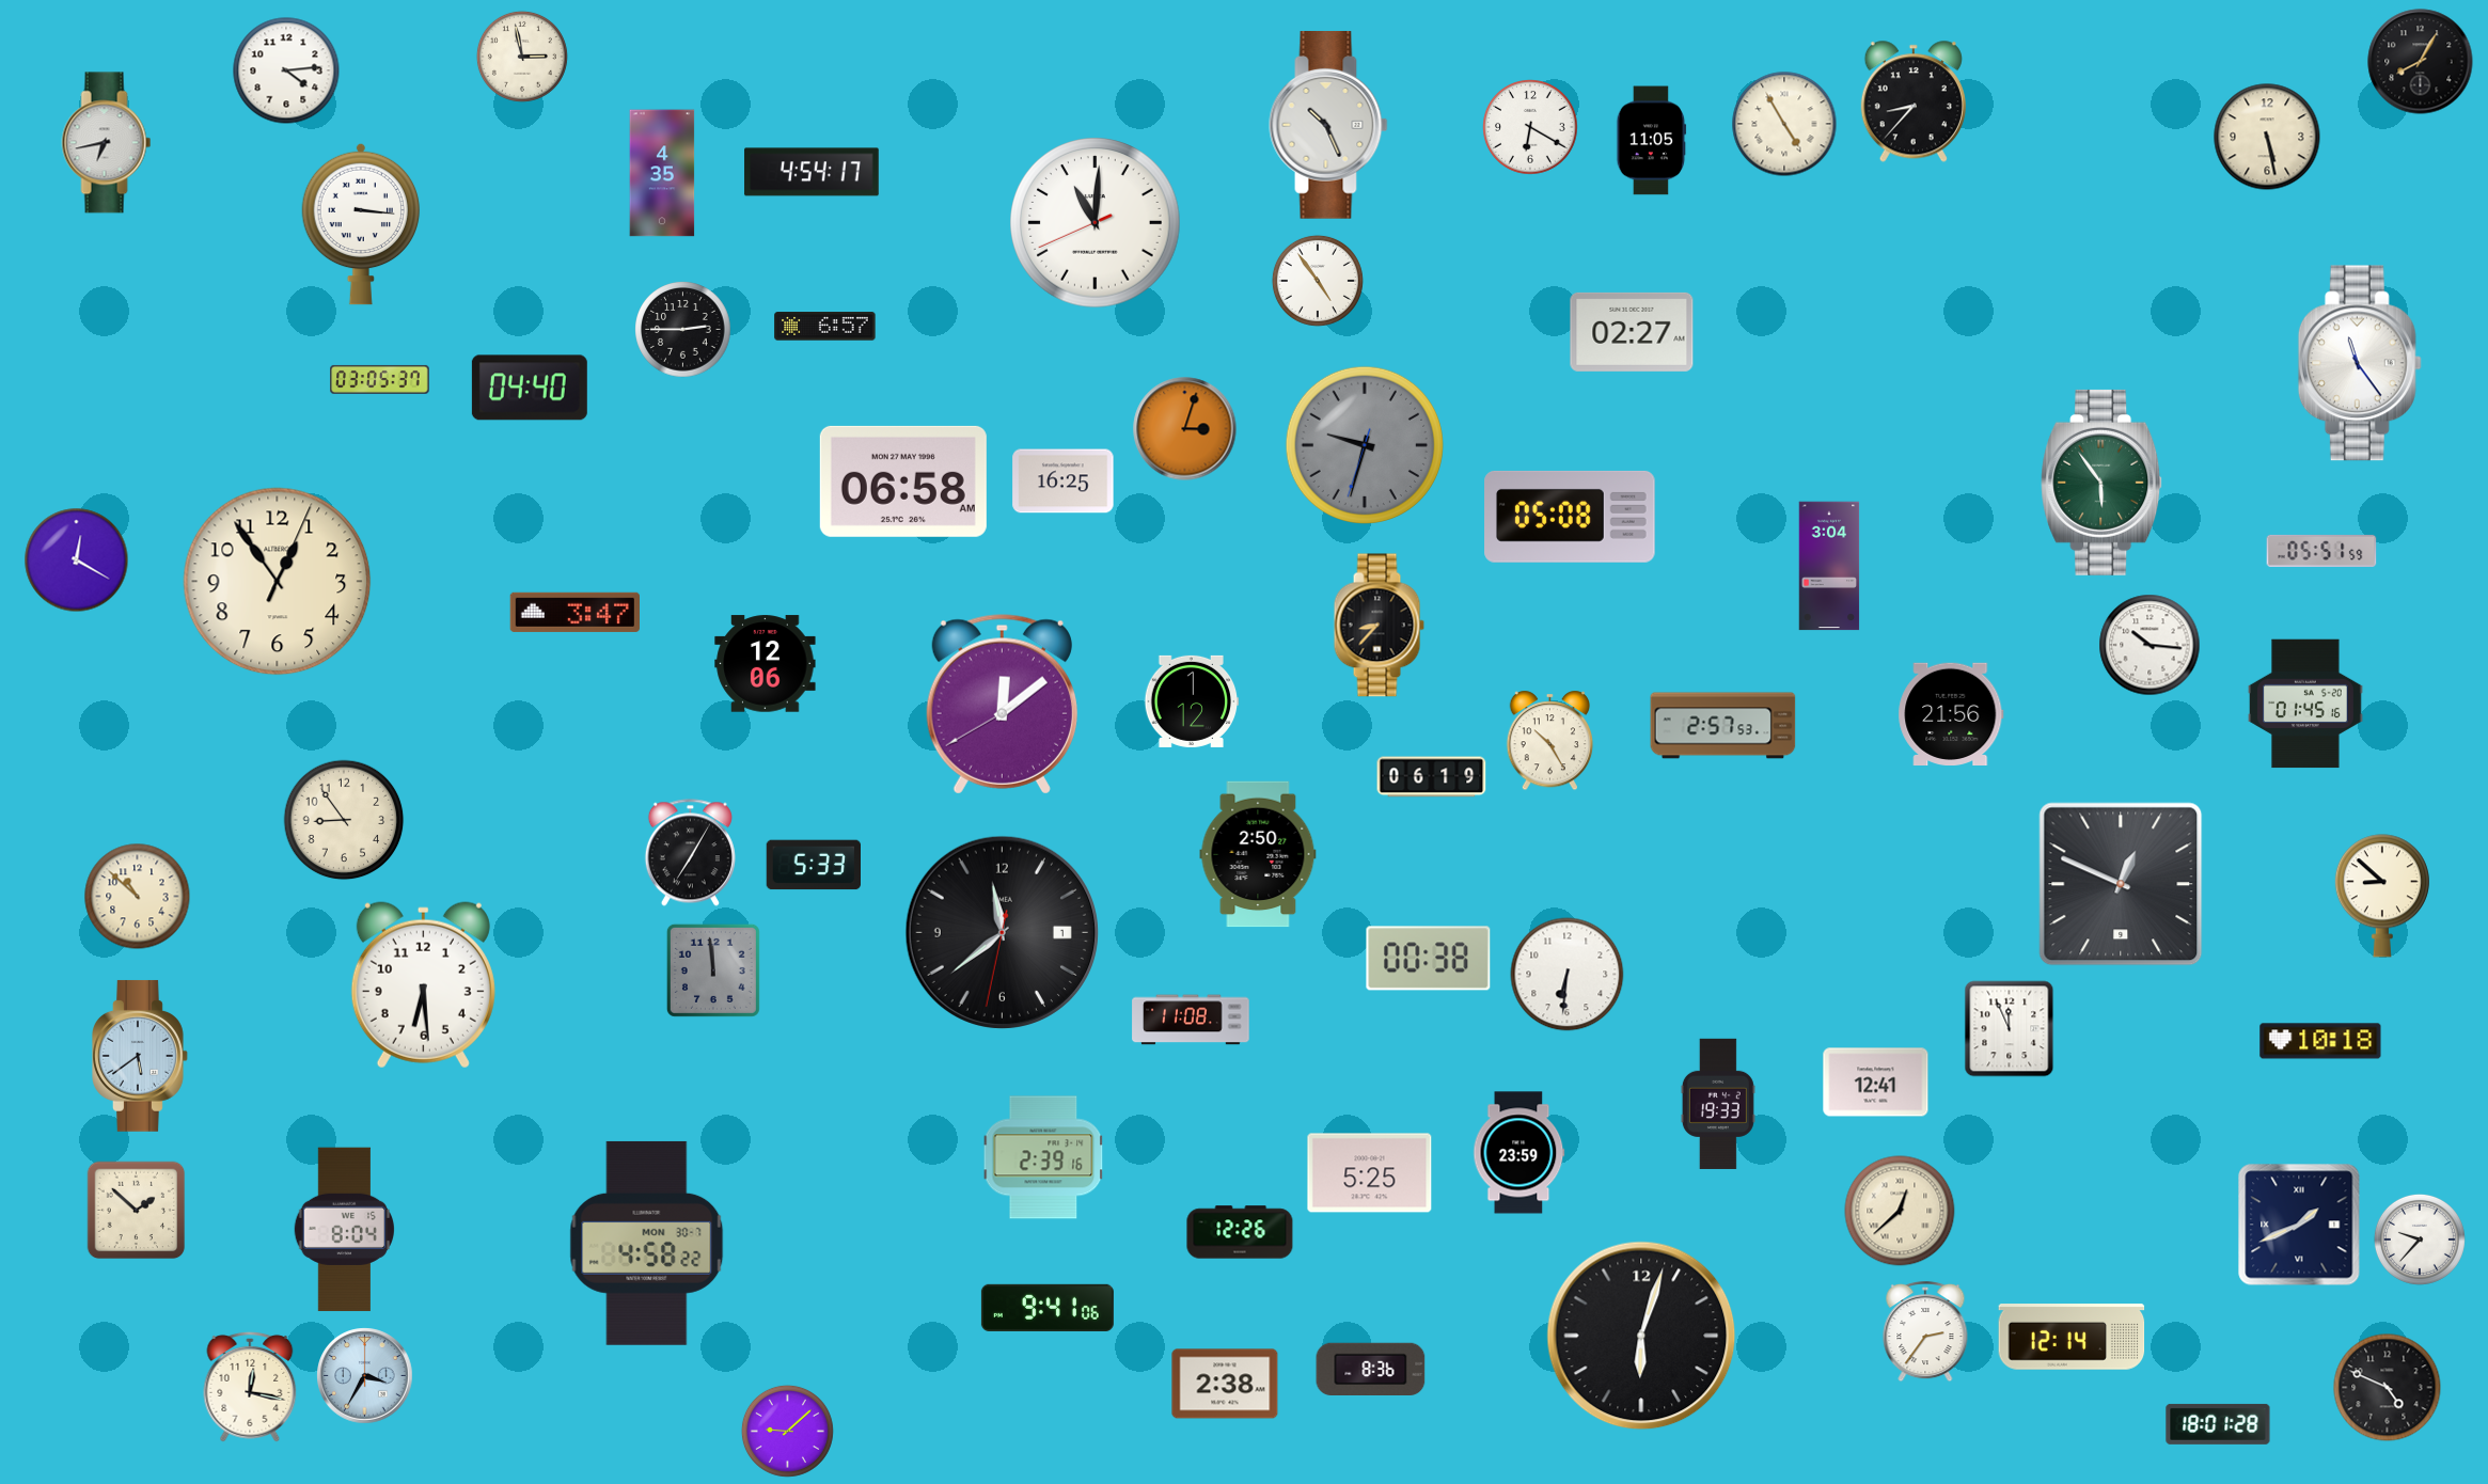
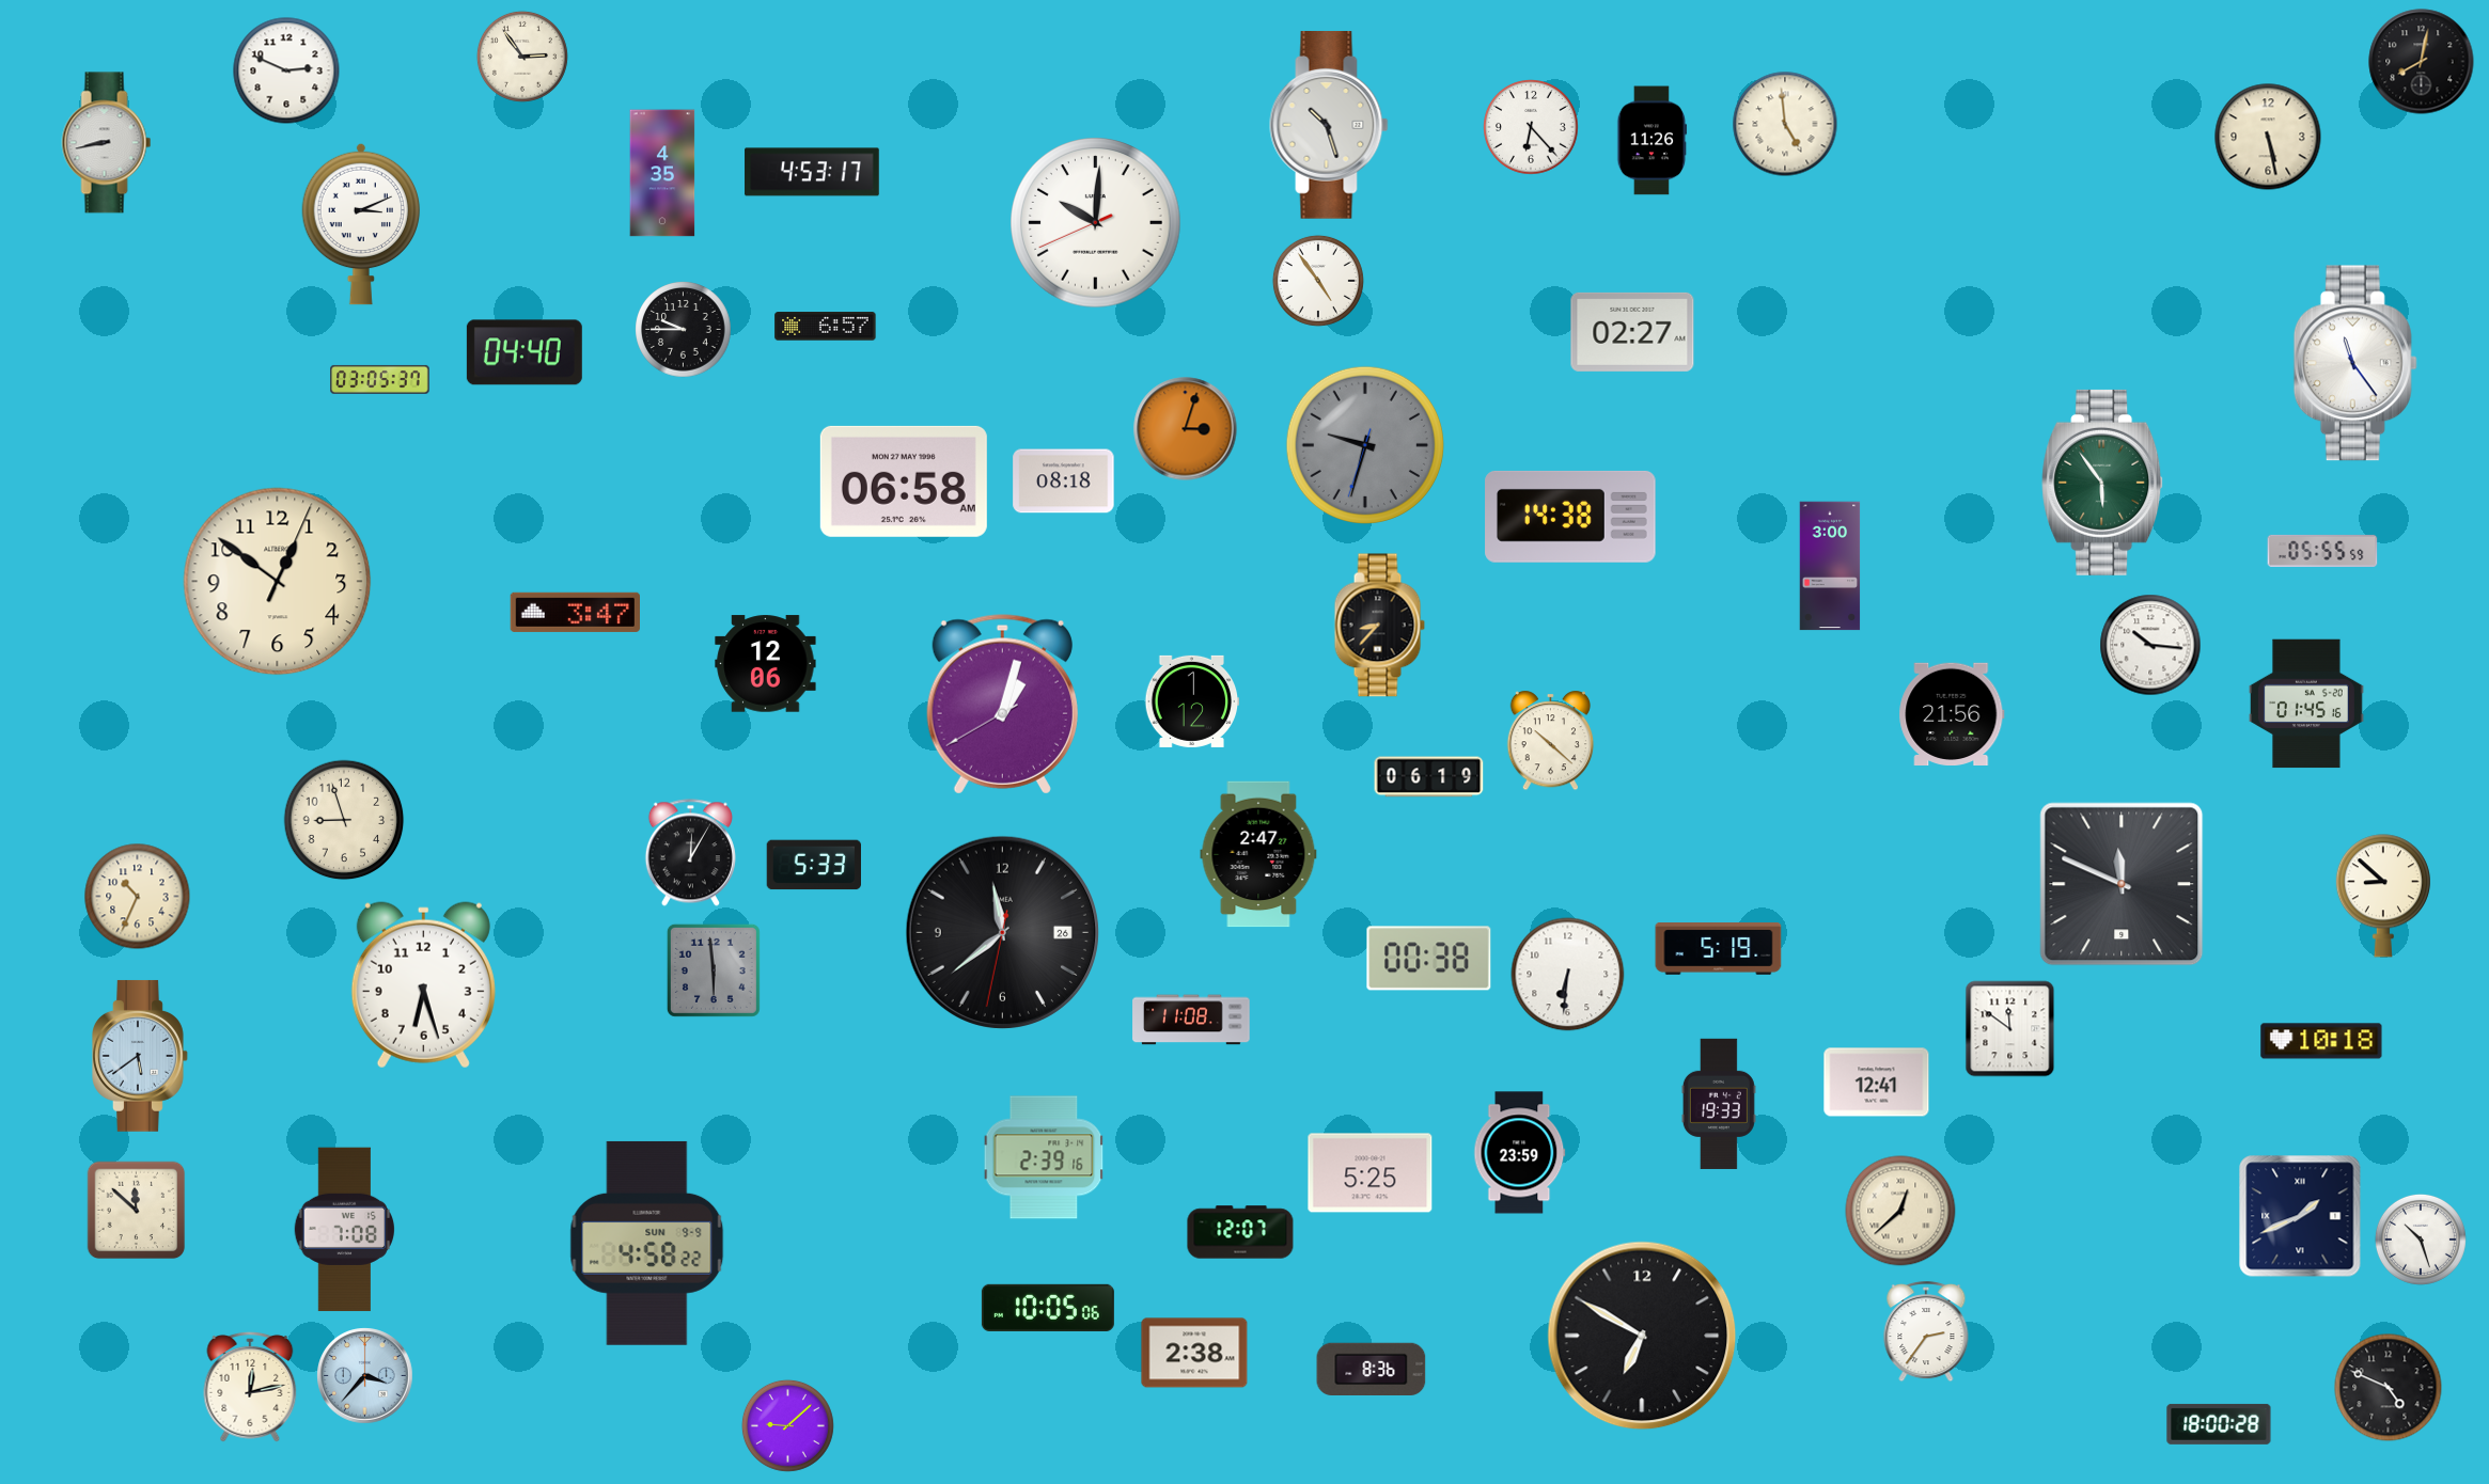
clock at (522, 57): 2:58 -> 2:54
clock at (2421, 62): 8:05 -> 8:02
clock at (286, 70): 4:14 -> 2:49
clock at (1914, 101): 8:37 -> none
clock at (1784, 124): 4:55 -> 4:59
clock at (1328, 126): 10:26 -> 10:27
clock at (1530, 127): 6:20 -> 6:23
clock at (1652, 141): 11:05 -> 11:26
clock at (107, 143): 6:43 -> 8:43
clock at (812, 172): 4:54 -> 4:53
clock at (1096, 223): 11:00 -> 10:00
clock at (361, 224): 3:16 -> 3:11
clock at (683, 330): 2:45 -> 9:45
clock at (2360, 363) position: (2360, 363) -> (2355, 363)
clock at (530, 388) position: (530, 388) -> (525, 352)
clock at (1064, 481): 16:25 -> 08:18
clock at (1570, 517): 05:08 -> 14:38
clock at (2321, 551): 05:51 -> 05:55
clock at (77, 561): 12:20 -> none
clock at (1829, 566): 3:04 -> 3:00
clock at (278, 582): 12:54 -> 12:51
clock at (1002, 705): 12:08 -> 1:02
clock at (1723, 726): 2:57 -> none
clock at (1550, 741): 10:25 -> 10:22
clock at (1432, 777) position: (1432, 777) -> (1429, 777)
clock at (344, 820): 8:54 -> 8:57
clock at (690, 853): 7:05 -> 12:05
clock at (1258, 854): 2:50 -> 2:47
clock at (2121, 884): 12:49 -> 11:49
clock at (138, 897): 10:52 -> 10:34
clock at (1002, 932) date: 1 -> 26
clock at (1719, 949): none -> 5:19
clock at (713, 970): 11:59 -> 5:59
clock at (423, 985): 6:29 -> 6:27
clock at (2010, 1029): 11:56 -> 11:51
clock at (137, 1211): 1:52 -> 11:52
clock at (2299, 1225) position: (2299, 1225) -> (2300, 1216)
clock at (344, 1230): 8:04 -> 7:08
clock at (1240, 1232): 12:26 -> 12:07
clock at (2420, 1240): 9:37 -> 10:27
clock at (647, 1243) date: MON 30-7 -> SUN 9-9
clock at (1048, 1308): 9:41 -> 10:05
clock at (1641, 1336): 6:03 -> 6:50
clock at (2072, 1337): 12:14 -> none
clock at (365, 1376): 3:35 -> 3:37
clock at (1225, 1384) position: (1225, 1384) -> (1194, 1353)
clock at (250, 1387): 12:17 -> 12:13
clock at (2218, 1424): 18:01 -> 18:00
clock at (787, 1431) position: (787, 1431) -> (787, 1425)
